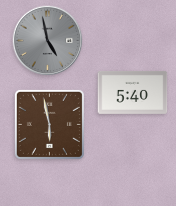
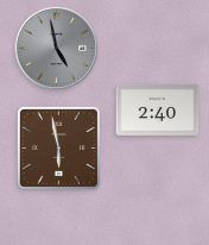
clock at (133, 92): 5:40 -> 2:40
